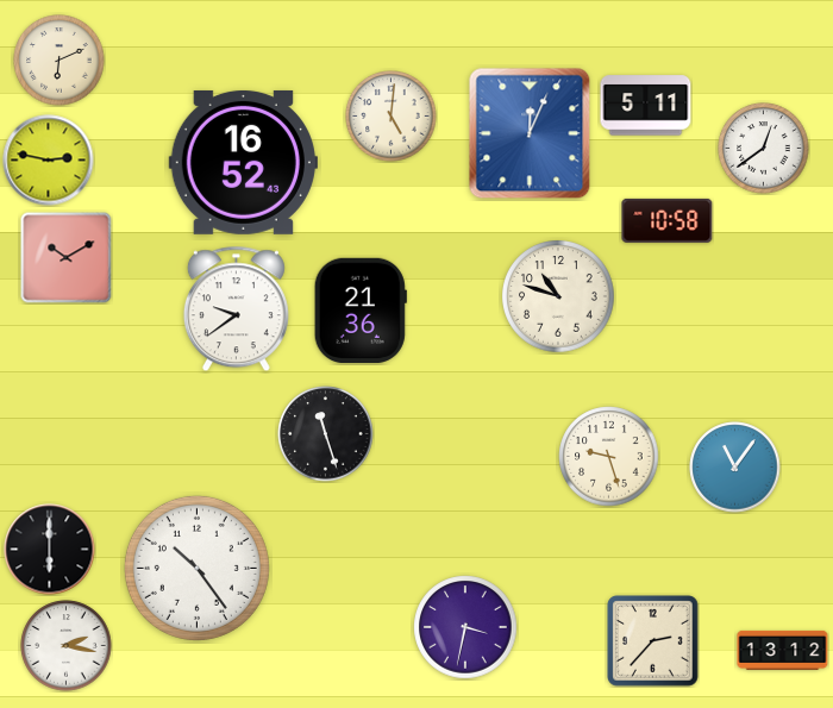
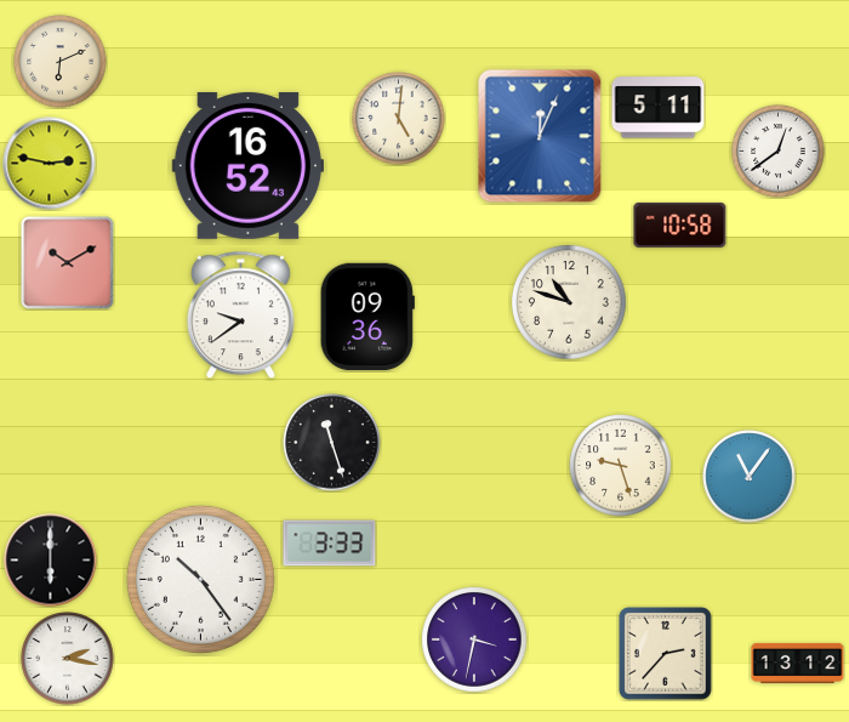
clock at (361, 309): 21:36 -> 09:36
clock at (330, 544): none -> 3:33
